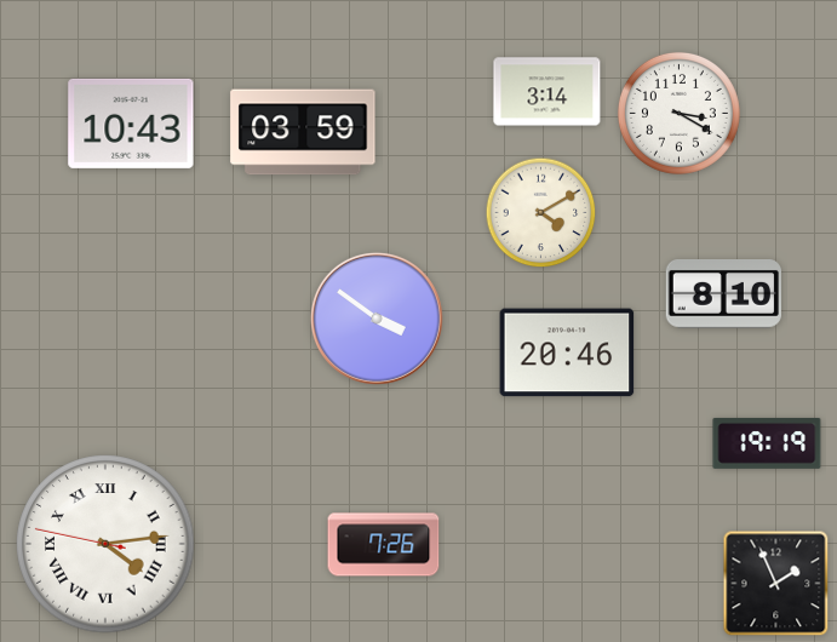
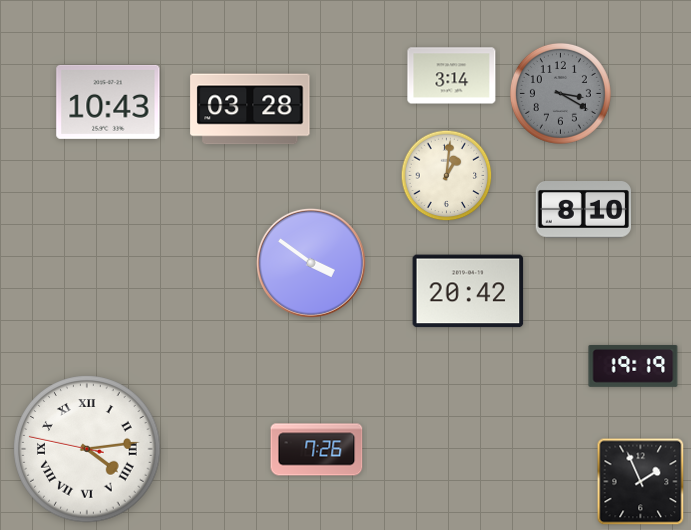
clock at (678, 113) dial: white -> grey
clock at (303, 132): 03:59 -> 03:28
clock at (541, 213): 4:10 -> 1:01
clock at (723, 294) position: (723, 294) -> (583, 210)
clock at (567, 352): 20:46 -> 20:42
